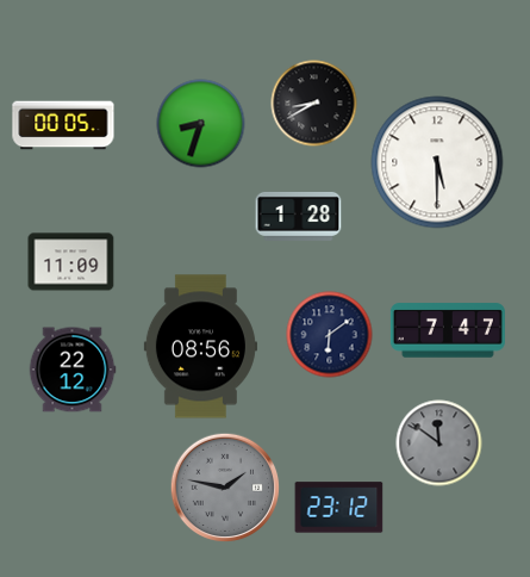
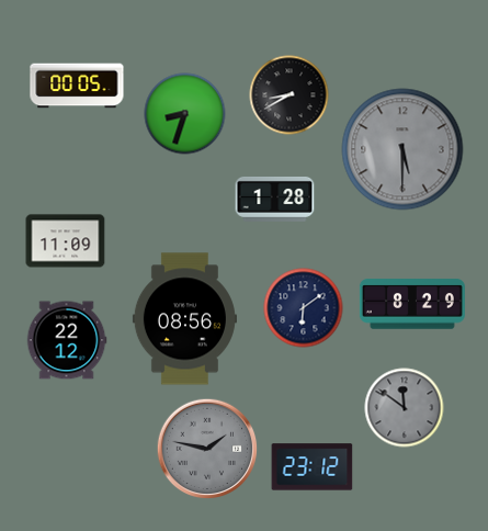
clock at (63, 125) position: (63, 125) -> (77, 86)
clock at (437, 162) dial: white -> grey
clock at (448, 330): 7:47 -> 8:29
